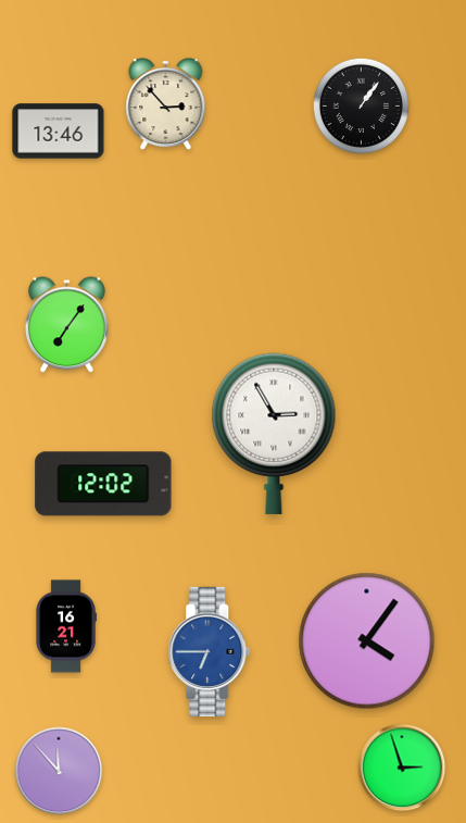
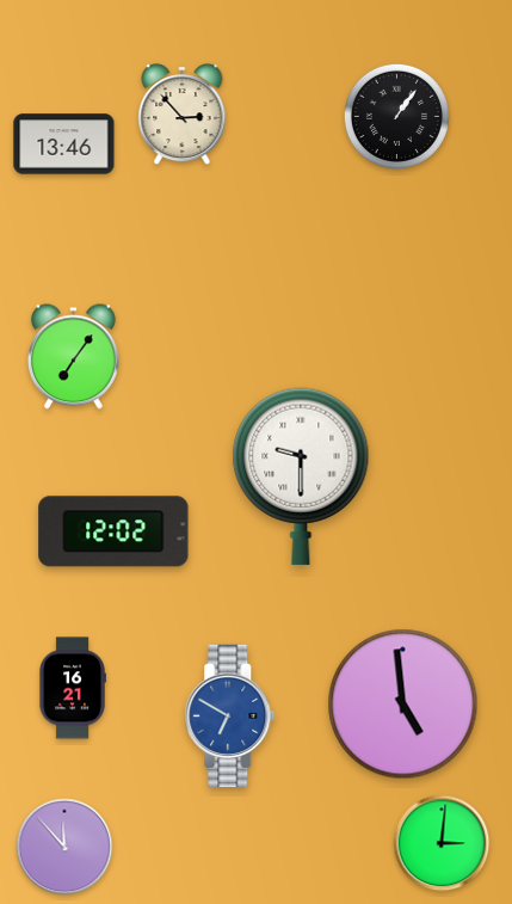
clock at (274, 434): 2:55 -> 9:30
clock at (367, 641): 4:06 -> 4:59
clock at (210, 651): 6:45 -> 6:50
clock at (402, 768): 2:57 -> 3:01
